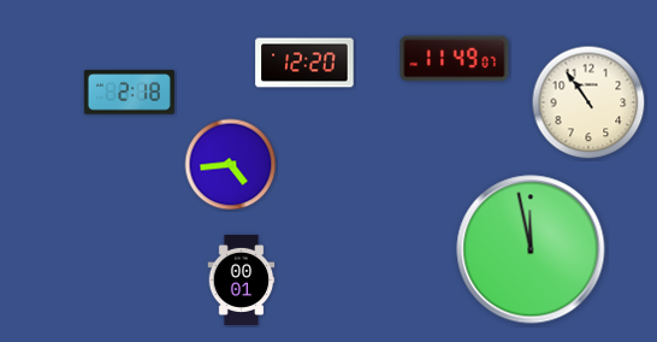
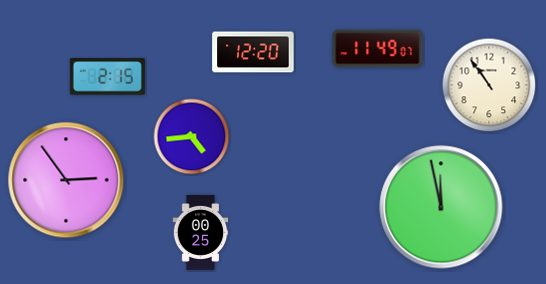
clock at (129, 93): 2:18 -> 2:15
clock at (66, 180): none -> 2:54
clock at (242, 279): 00:01 -> 00:25
